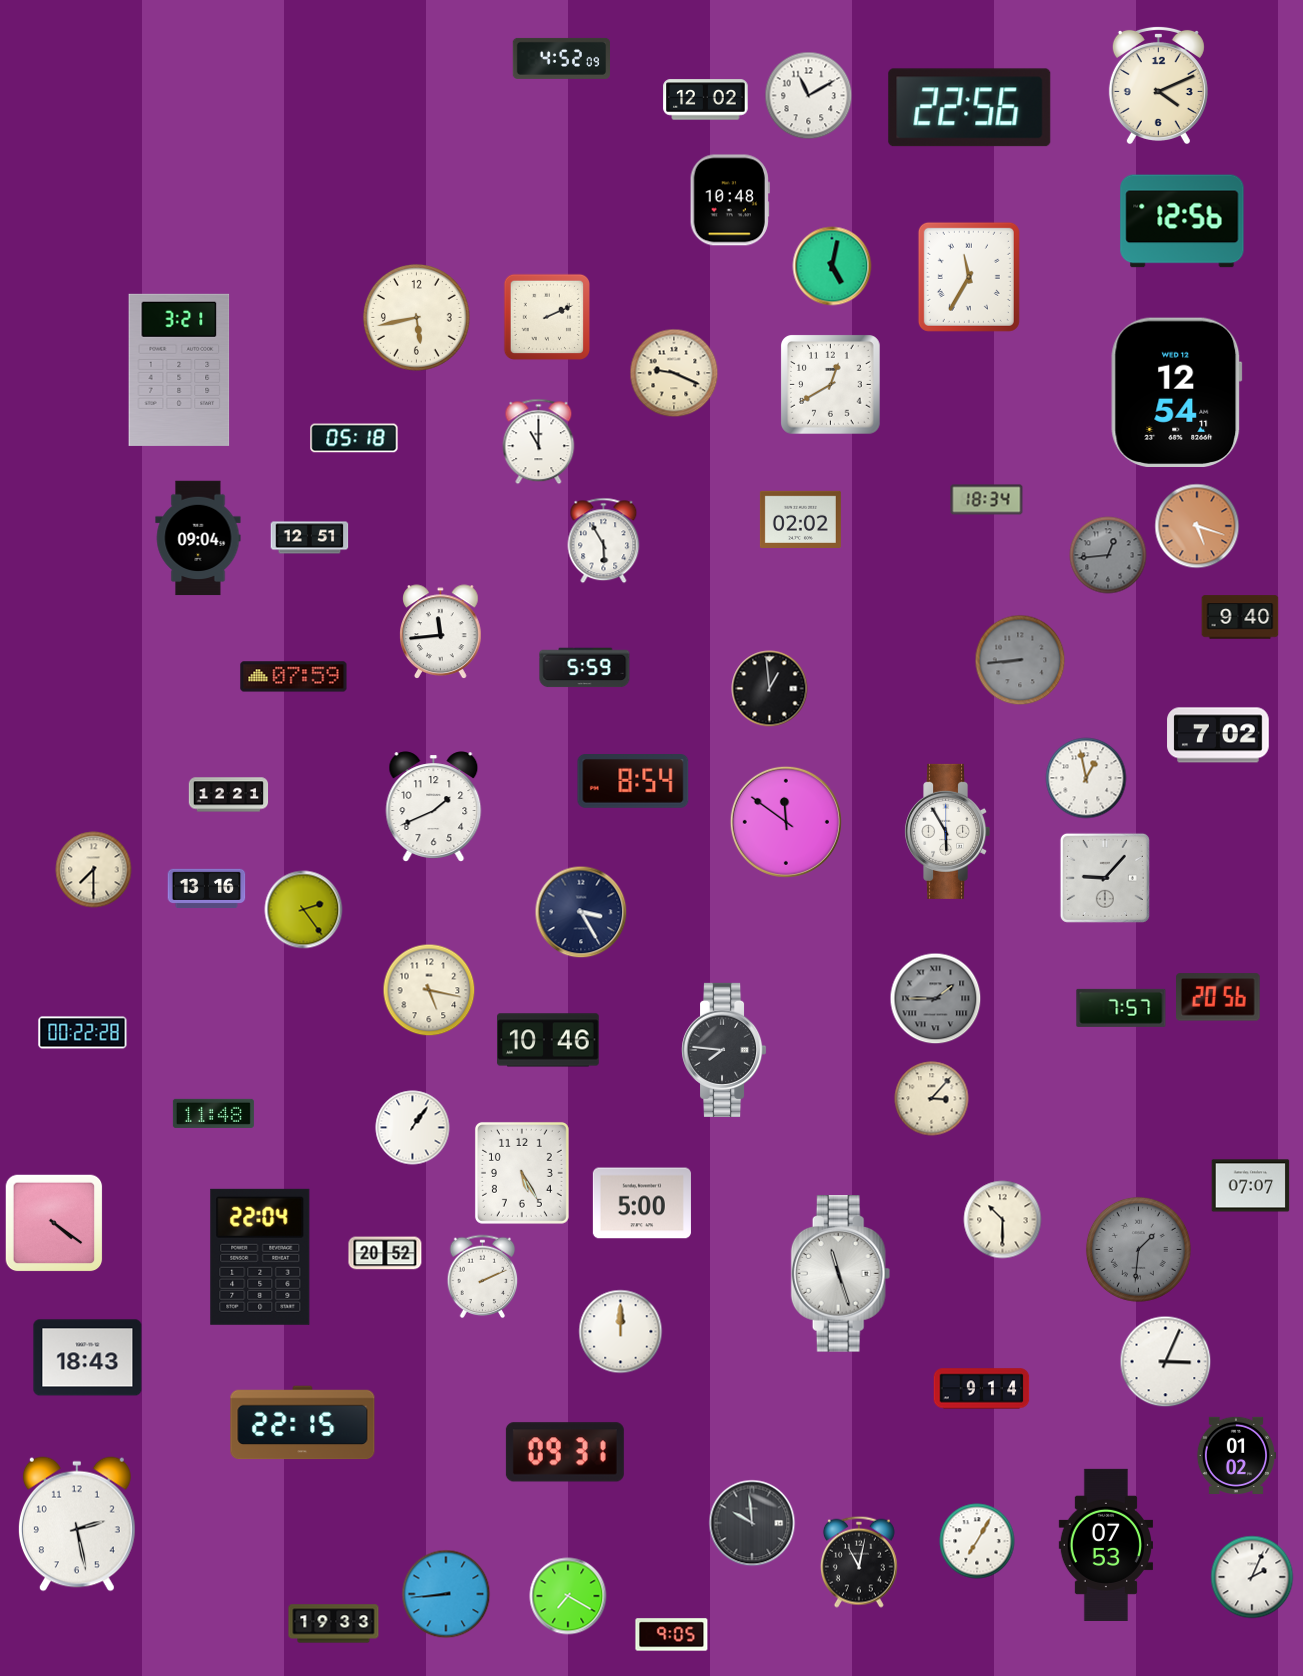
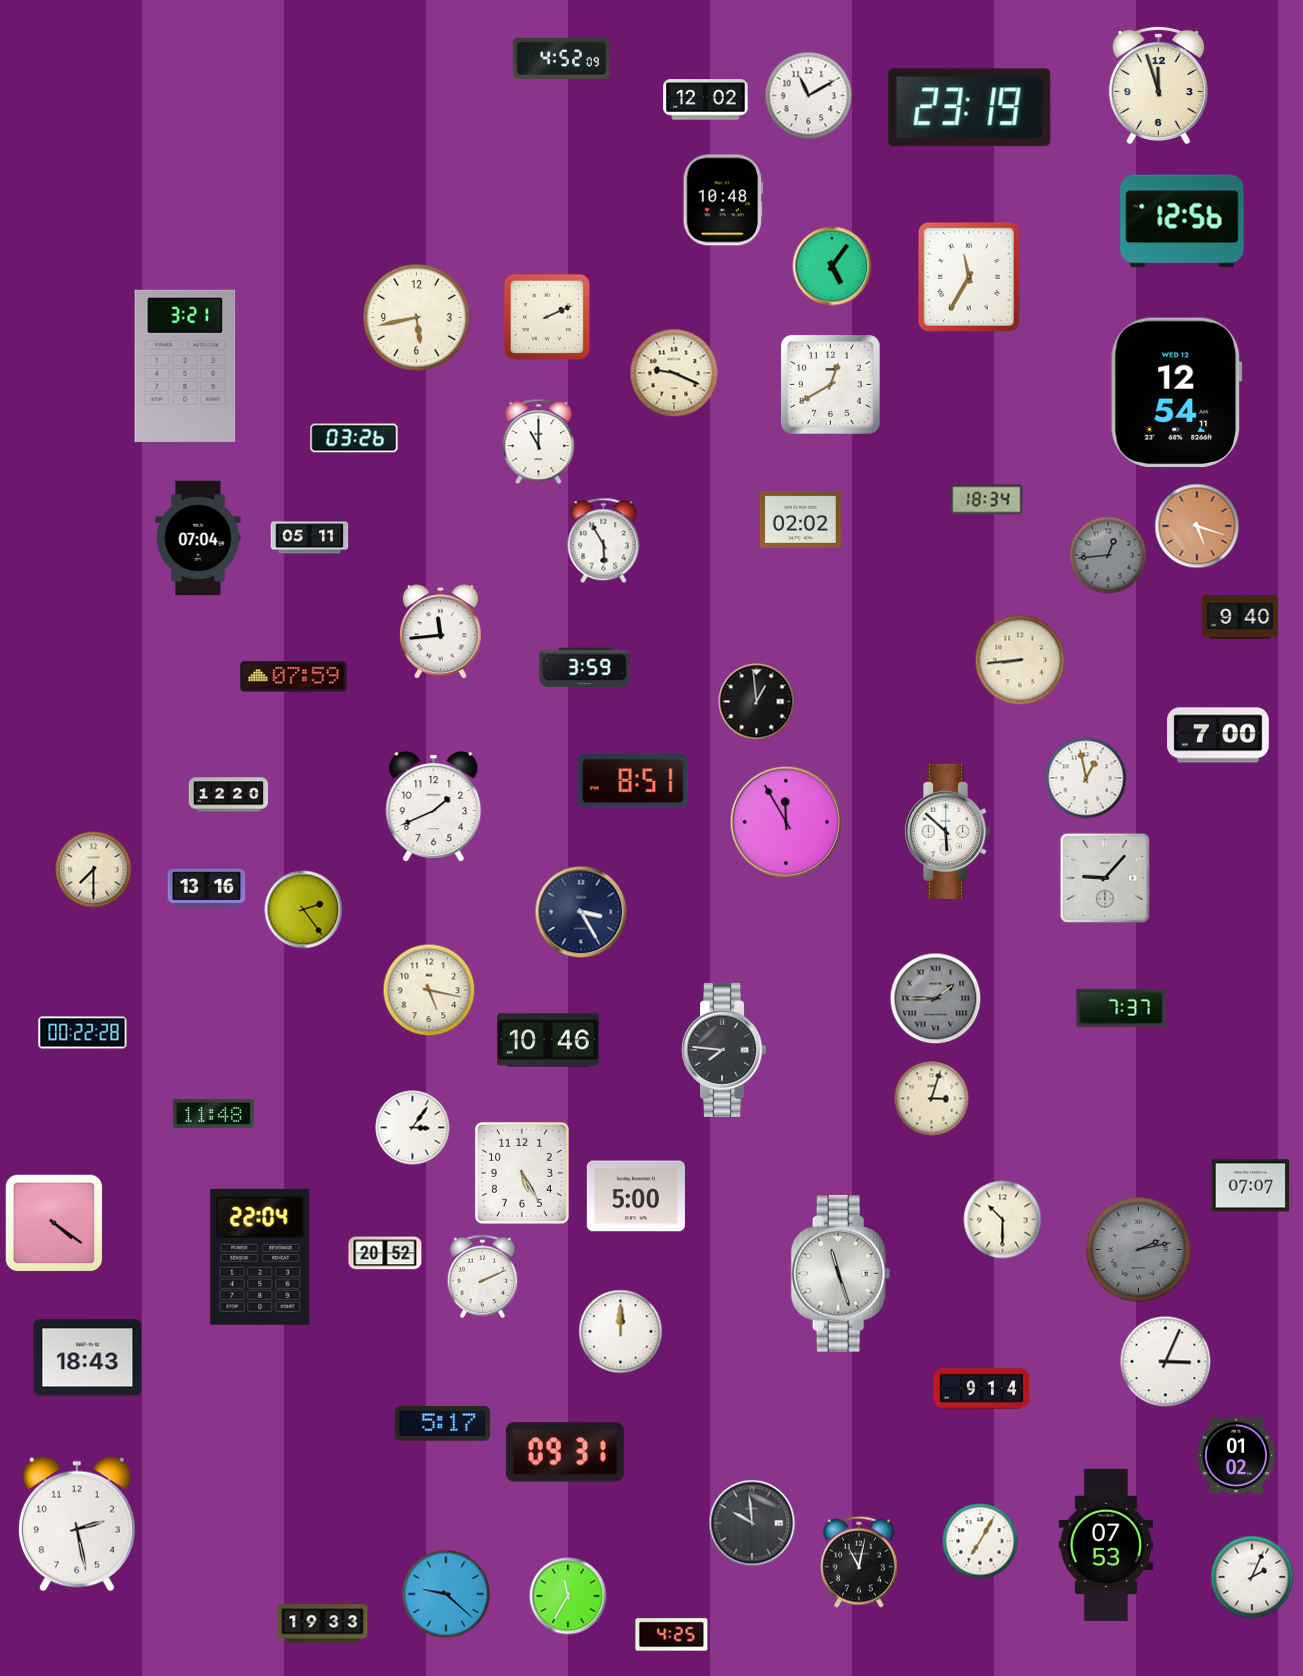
clock at (1158, 85): 4:11 -> 11:57
clock at (970, 108): 22:56 -> 23:19
clock at (730, 200) position: (730, 200) -> (723, 200)
clock at (832, 266): 5:02 -> 5:06
clock at (179, 370) position: (179, 370) -> (185, 366)
clock at (354, 438): 05:18 -> 03:26
clock at (198, 538): 09:04 -> 07:04
clock at (310, 538): 12:51 -> 05:11
clock at (1020, 660) dial: grey -> cream
clock at (585, 668): 5:59 -> 3:59
clock at (770, 689) position: (770, 689) -> (757, 702)
clock at (1218, 735): 7:02 -> 7:00
clock at (633, 782): 8:54 -> 8:51
clock at (229, 795): 12:21 -> 12:20
clock at (786, 822): 11:51 -> 11:55
clock at (948, 831): 5:55 -> 5:52
clock at (1219, 997): 20:56 -> none
clock at (1121, 1008): 7:57 -> 7:37
clock at (932, 1099): 3:07 -> 3:03
clock at (413, 1128): 1:06 -> 3:06
clock at (642, 1203) position: (642, 1203) -> (636, 1196)
clock at (1138, 1249): 1:31 -> 2:13
clock at (303, 1423): 22:15 -> none
clock at (443, 1424): none -> 5:17
clock at (977, 1541) position: (977, 1541) -> (980, 1541)
clock at (446, 1594): 8:44 -> 9:22
clock at (568, 1596): 7:20 -> 11:35
clock at (334, 1624) position: (334, 1624) -> (323, 1624)
clock at (672, 1635): 9:05 -> 4:25
